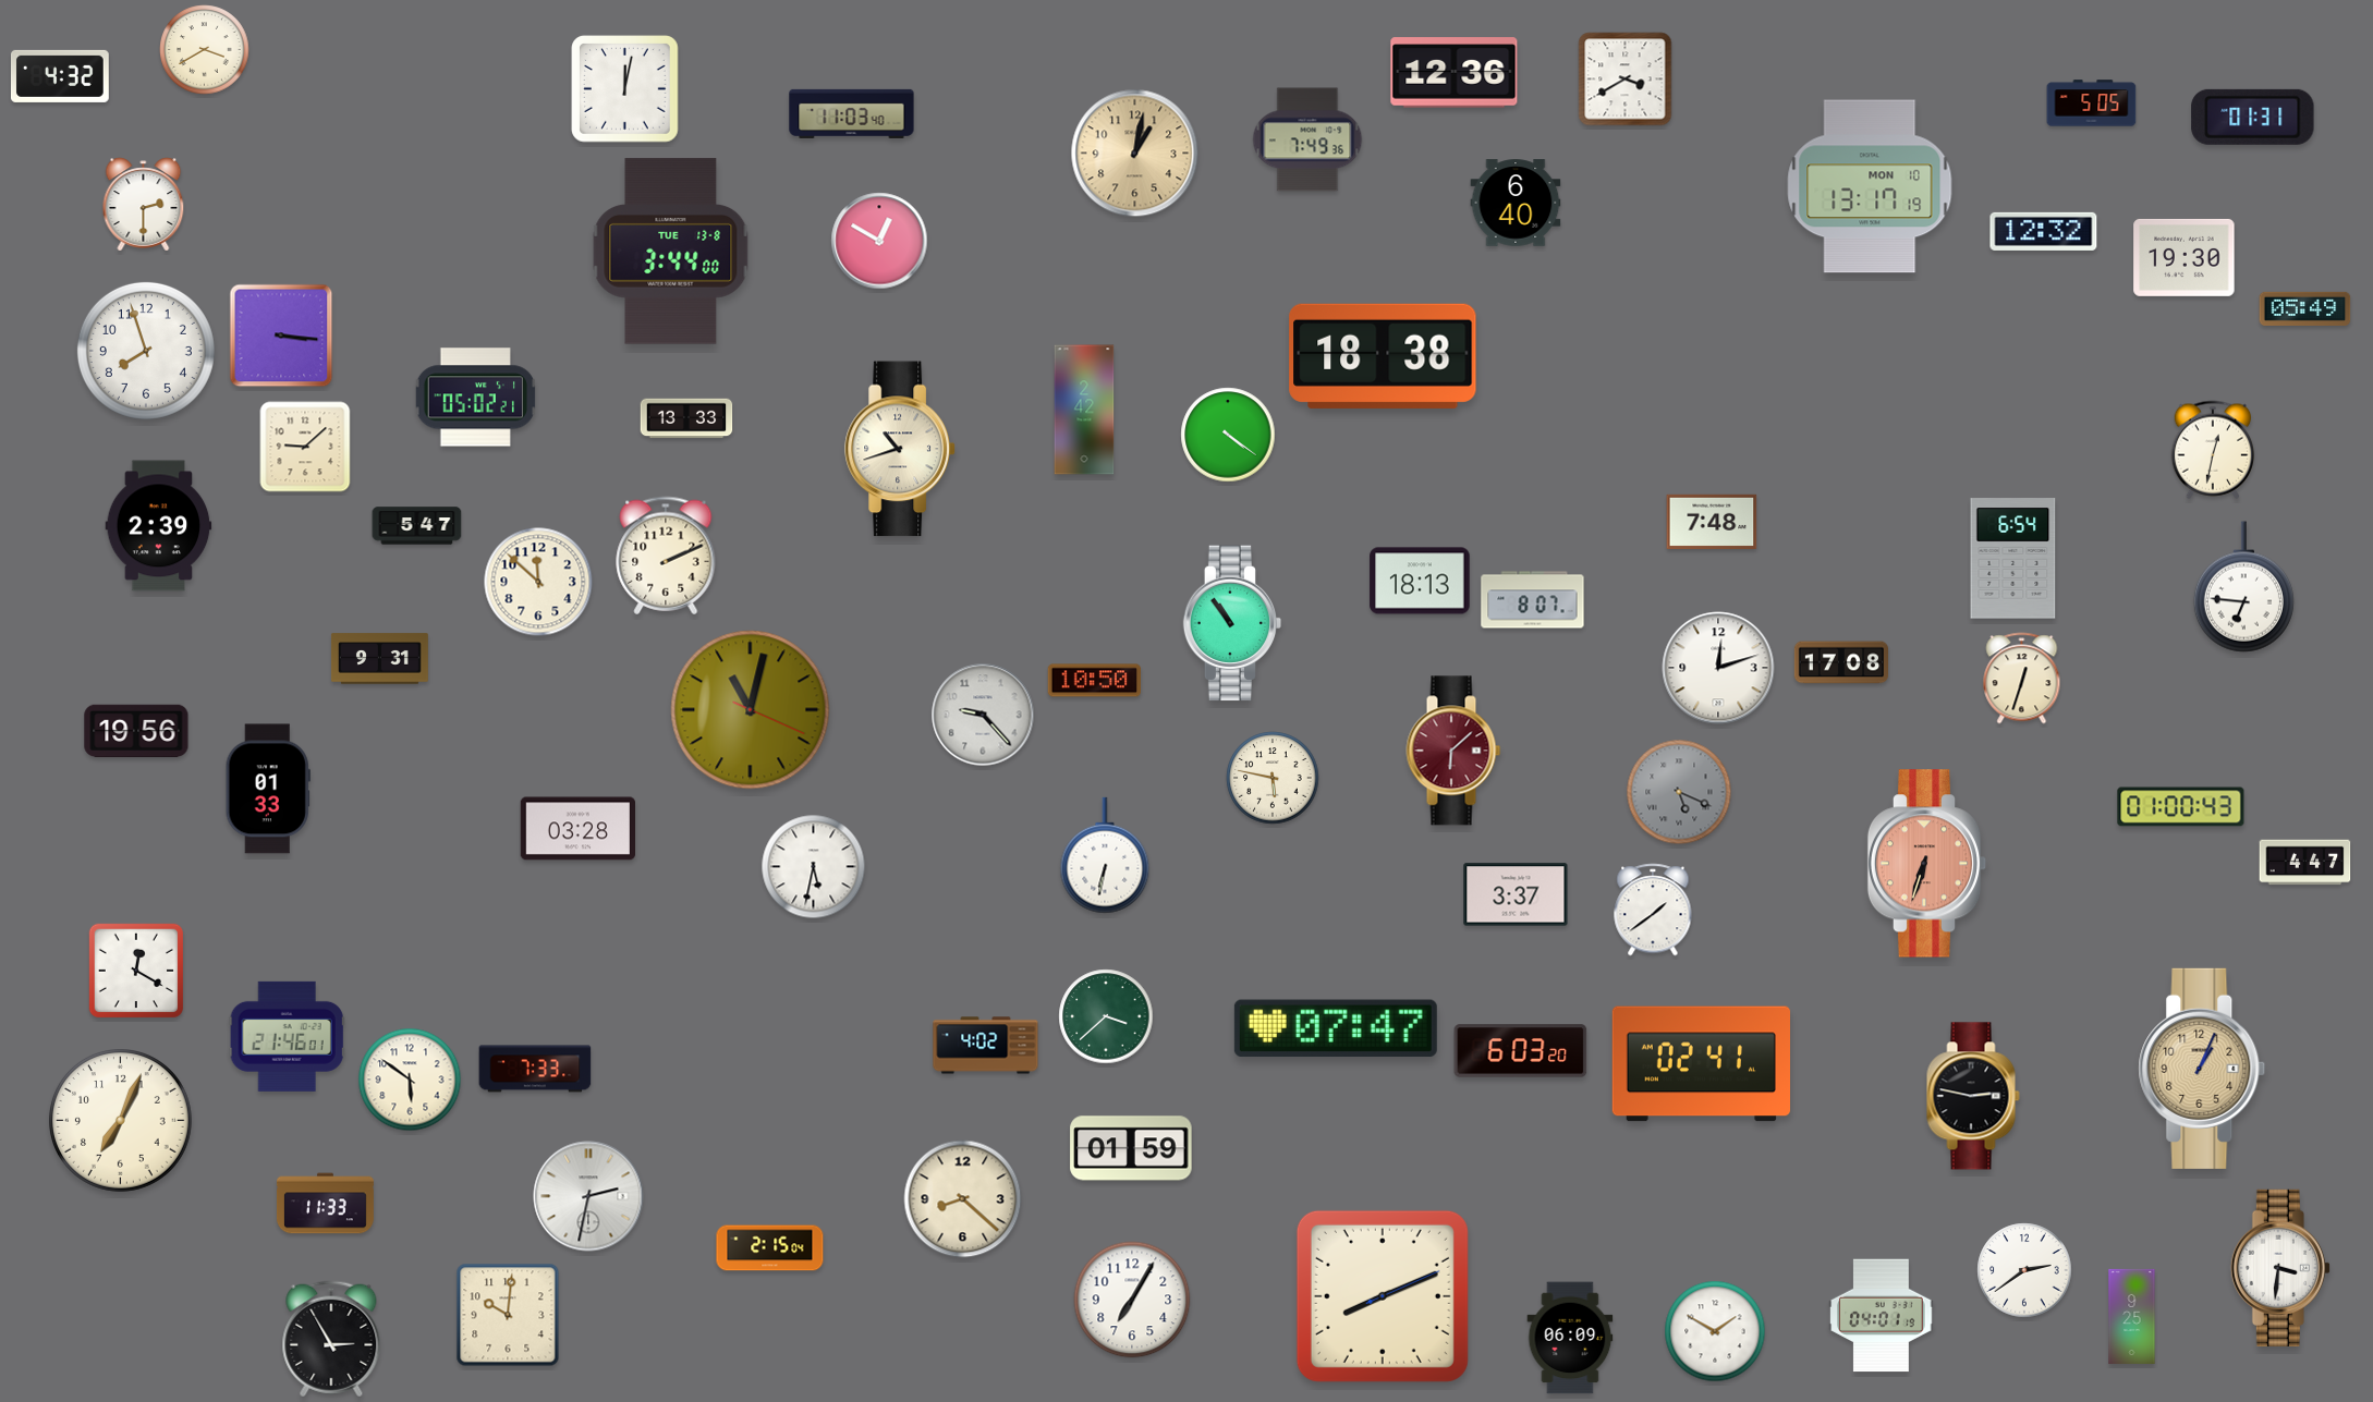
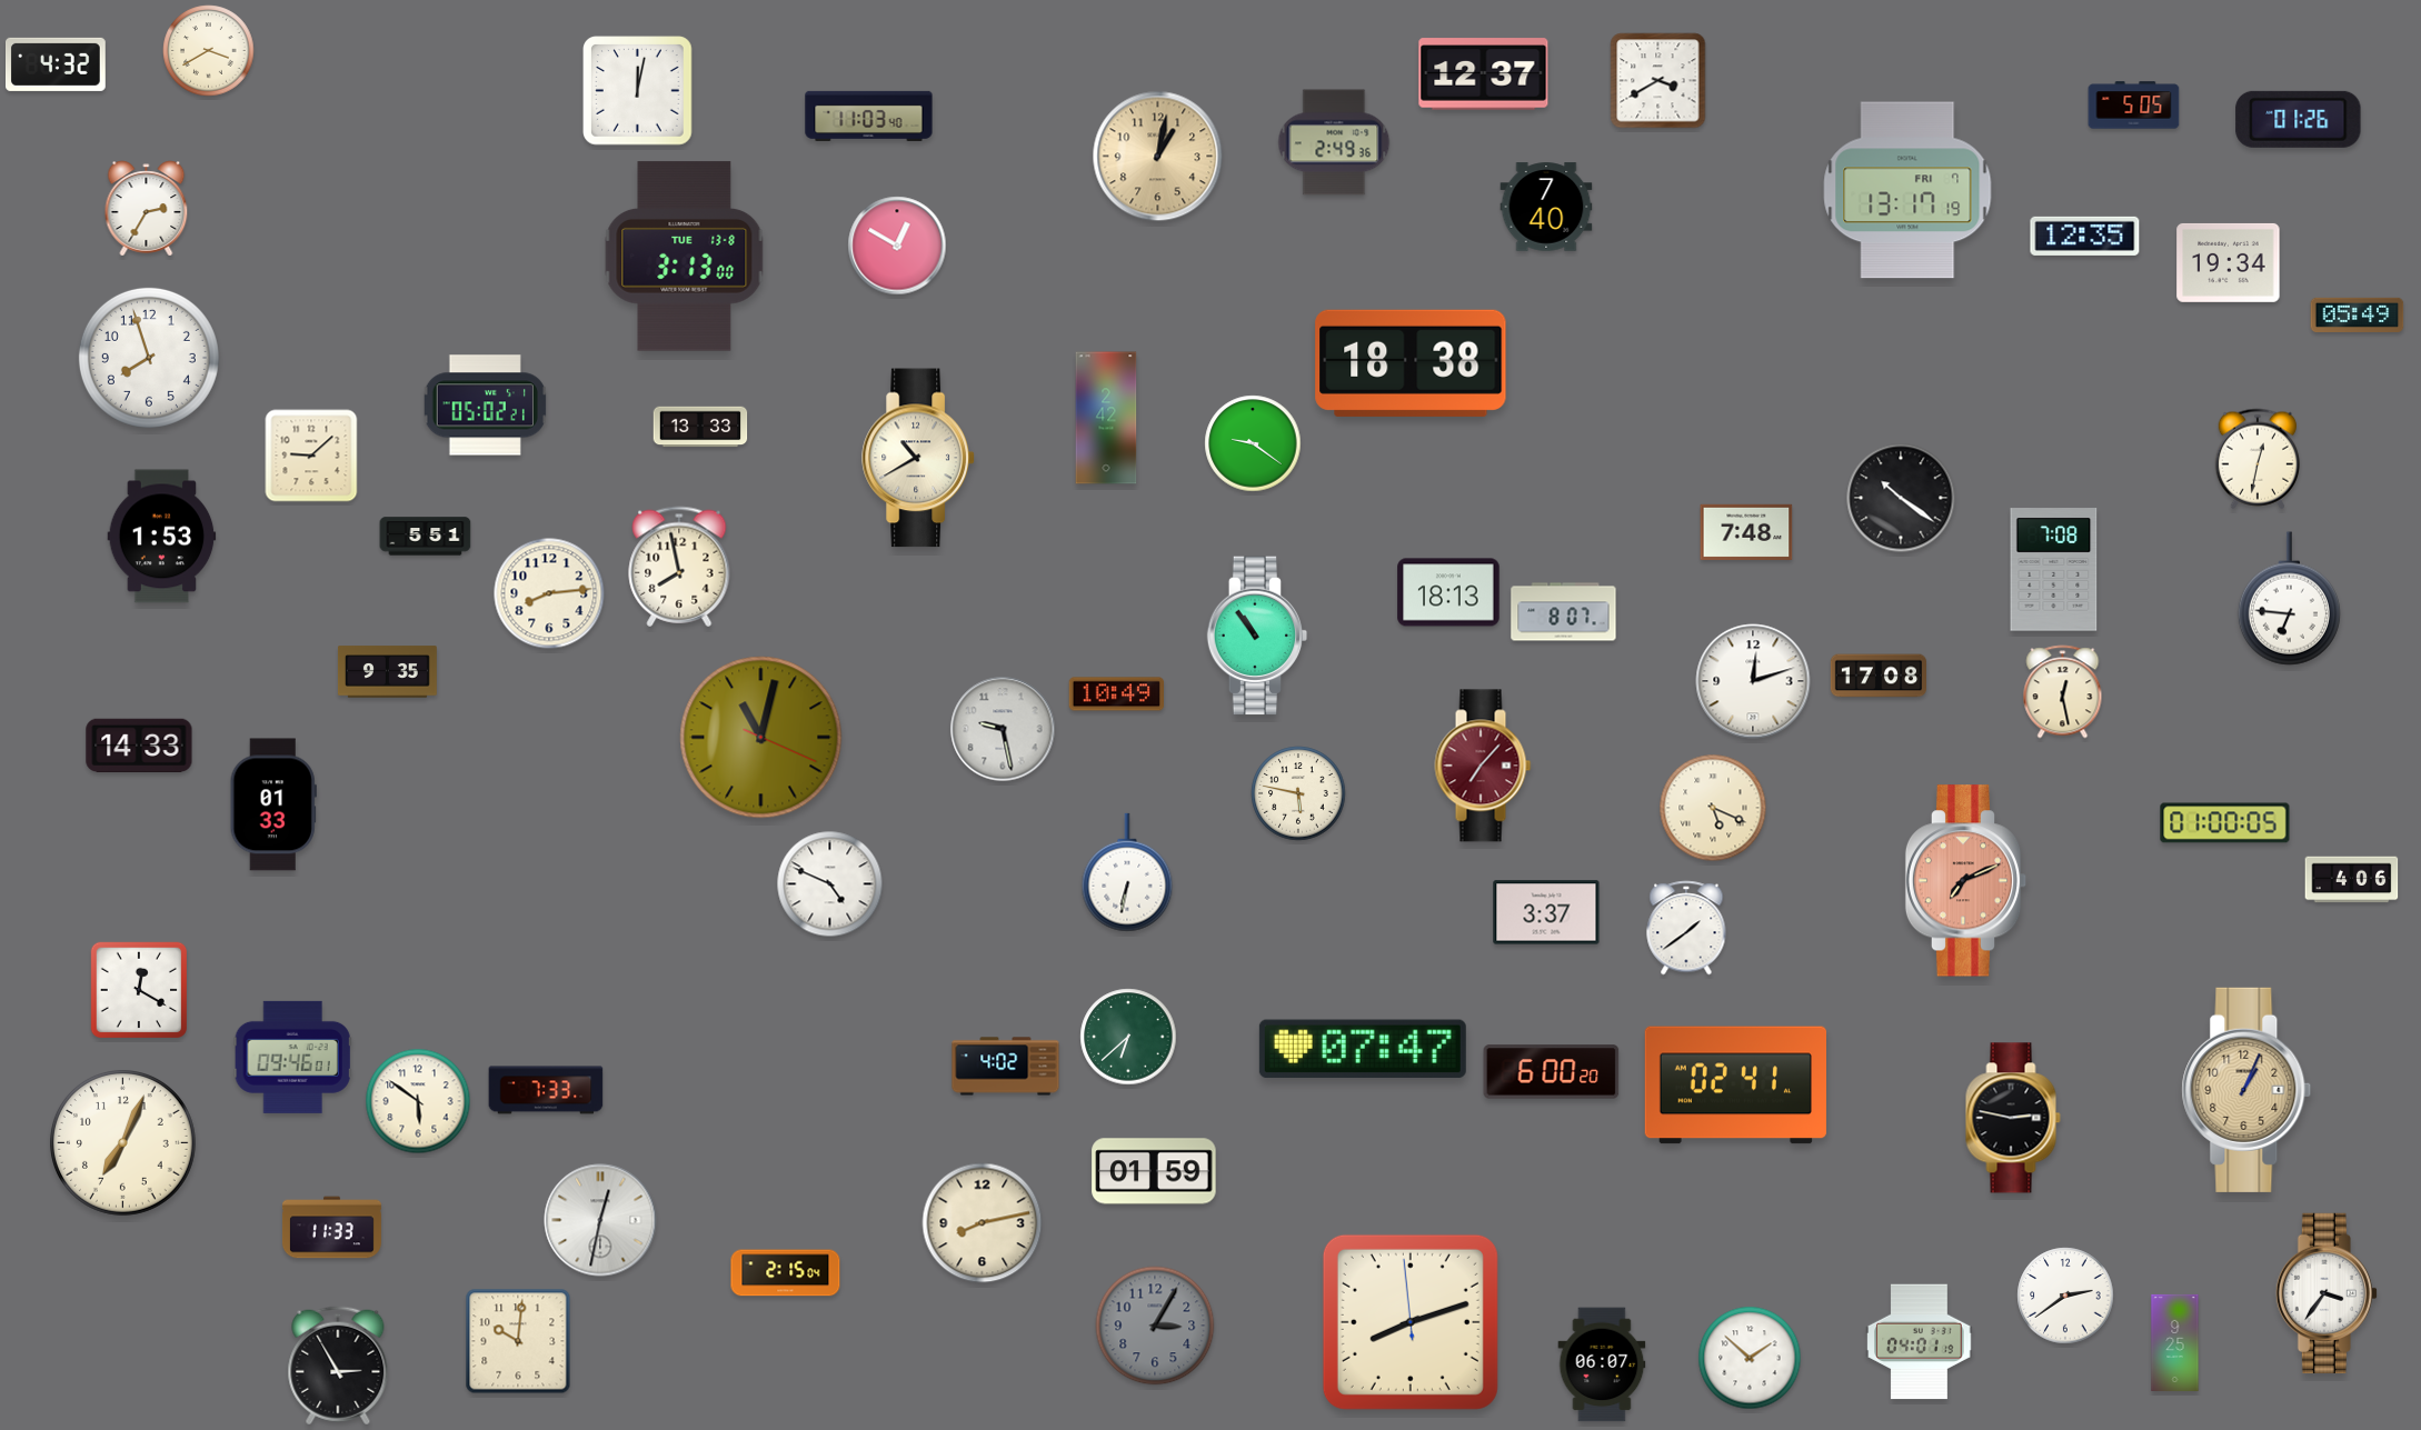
clock at (1455, 73): 12:36 -> 12:37
clock at (61, 76) position: (61, 76) -> (57, 64)
clock at (2253, 117): 01:31 -> 01:26
clock at (1307, 139): 7:49 -> 2:49
clock at (1870, 186) date: MON 10 -> FRI 7
clock at (1516, 203): 6:40 -> 7:40
clock at (144, 205): 2:30 -> 2:35
clock at (2044, 231): 12:32 -> 12:35
clock at (671, 252): 3:44 -> 3:13
clock at (2185, 257): 19:30 -> 19:34
clock at (2305, 308) position: (2305, 308) -> (2358, 314)
clock at (281, 336): 3:16 -> none
clock at (1228, 435): 4:21 -> 9:21
clock at (900, 449): 10:42 -> 10:40
clock at (1901, 498): none -> 10:21
clock at (159, 526): 2:39 -> 1:53
clock at (417, 526): 5:47 -> 5:51
clock at (666, 556): 2:11 -> 7:58
clock at (2013, 559): 6:54 -> 7:08
clock at (538, 582): 11:52 -> 8:14
clock at (379, 659): 9:31 -> 9:35
clock at (2022, 679): 12:33 -> 12:28
clock at (1094, 681): 10:50 -> 10:49
clock at (751, 710) position: (751, 710) -> (761, 738)
clock at (983, 715): 9:23 -> 9:28
clock at (136, 731): 19:56 -> 14:33
clock at (1453, 751): 6:08 -> 7:07
clock at (1679, 792) dial: grey -> cream
clock at (2181, 807): 01:00:43 -> 01:00:05
clock at (577, 829): 03:28 -> none
clock at (2305, 863): 4:47 -> 4:06
clock at (1927, 864): 6:33 -> 7:11
clock at (814, 867): 5:32 -> 4:49
clock at (1106, 1016): 3:38 -> 6:38
clock at (287, 1036): 21:46 -> 09:46
clock at (1521, 1051): 6:03 -> 6:00
clock at (588, 1196): 2:32 -> 12:32
clock at (963, 1199): 8:22 -> 8:13
clock at (2280, 1268): 3:31 -> 3:36
clock at (1383, 1296): 8:11:11 -> 8:11:59
clock at (1132, 1300): 7:05 -> 3:05
clock at (1132, 1300) dial: white -> grey
clock at (1715, 1331): 1:50 -> 1:52
clock at (1570, 1338): 06:09 -> 06:07
